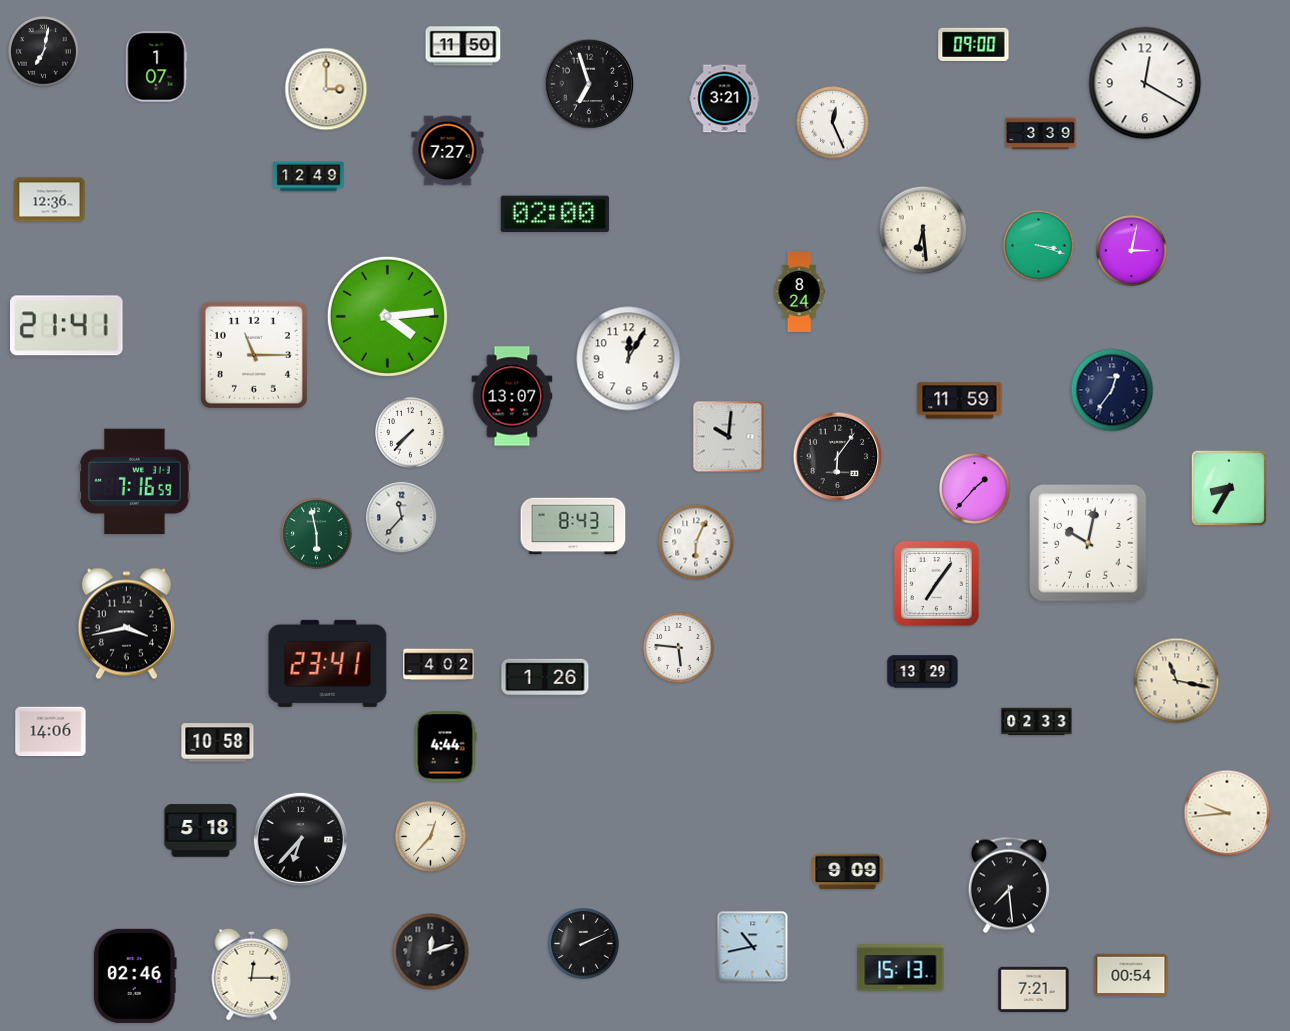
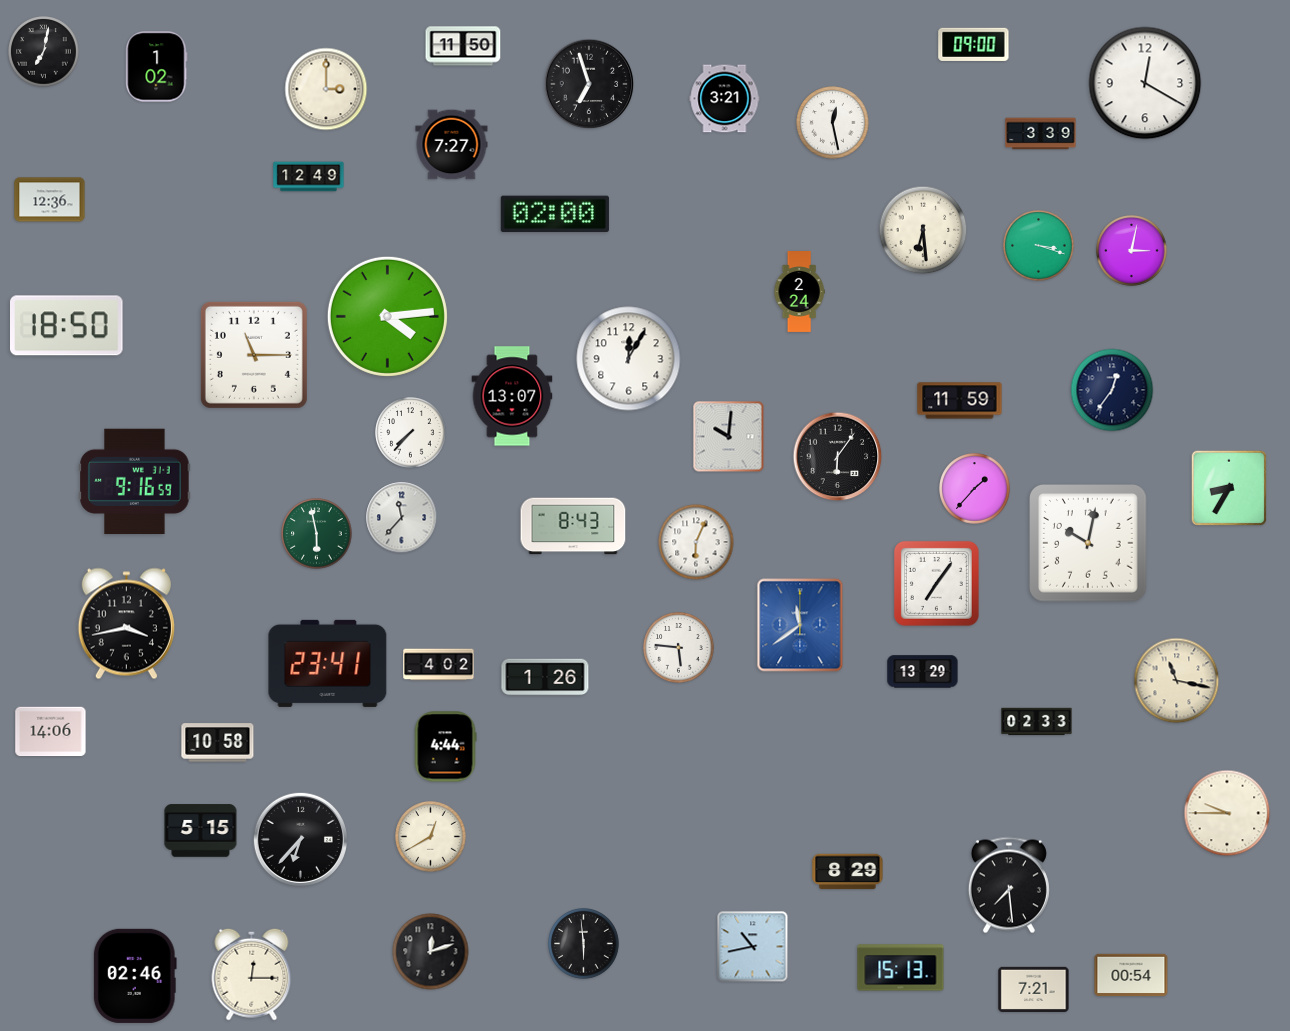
clock at (157, 67): 1:07 -> 1:02
clock at (833, 123): 12:26 -> 12:28
clock at (448, 151) position: (448, 151) -> (452, 145)
clock at (799, 292): 8:24 -> 2:24
clock at (67, 326): 21:41 -> 18:50
clock at (135, 482): 7:16 -> 9:16
clock at (800, 625): none -> 11:39
clock at (1227, 813): 9:44 -> 9:45
clock at (201, 831): 5:18 -> 5:15
clock at (431, 837): 12:37 -> 12:40
clock at (848, 872): 9:09 -> 8:29
clock at (584, 944): 2:11 -> 5:59
